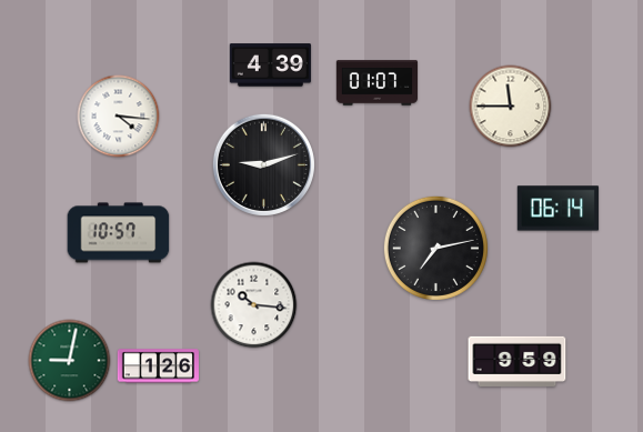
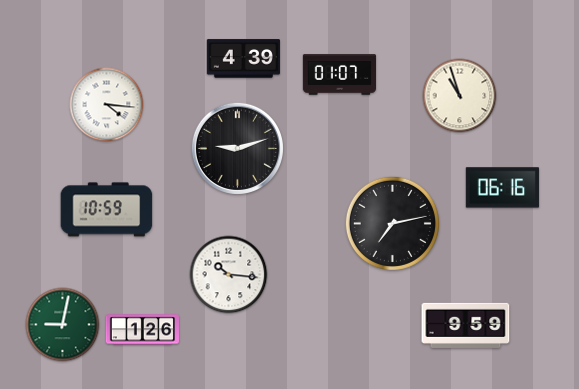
clock at (511, 107): 11:45 -> 10:57
clock at (557, 209): 06:14 -> 06:16
clock at (119, 233): 10:57 -> 10:59
